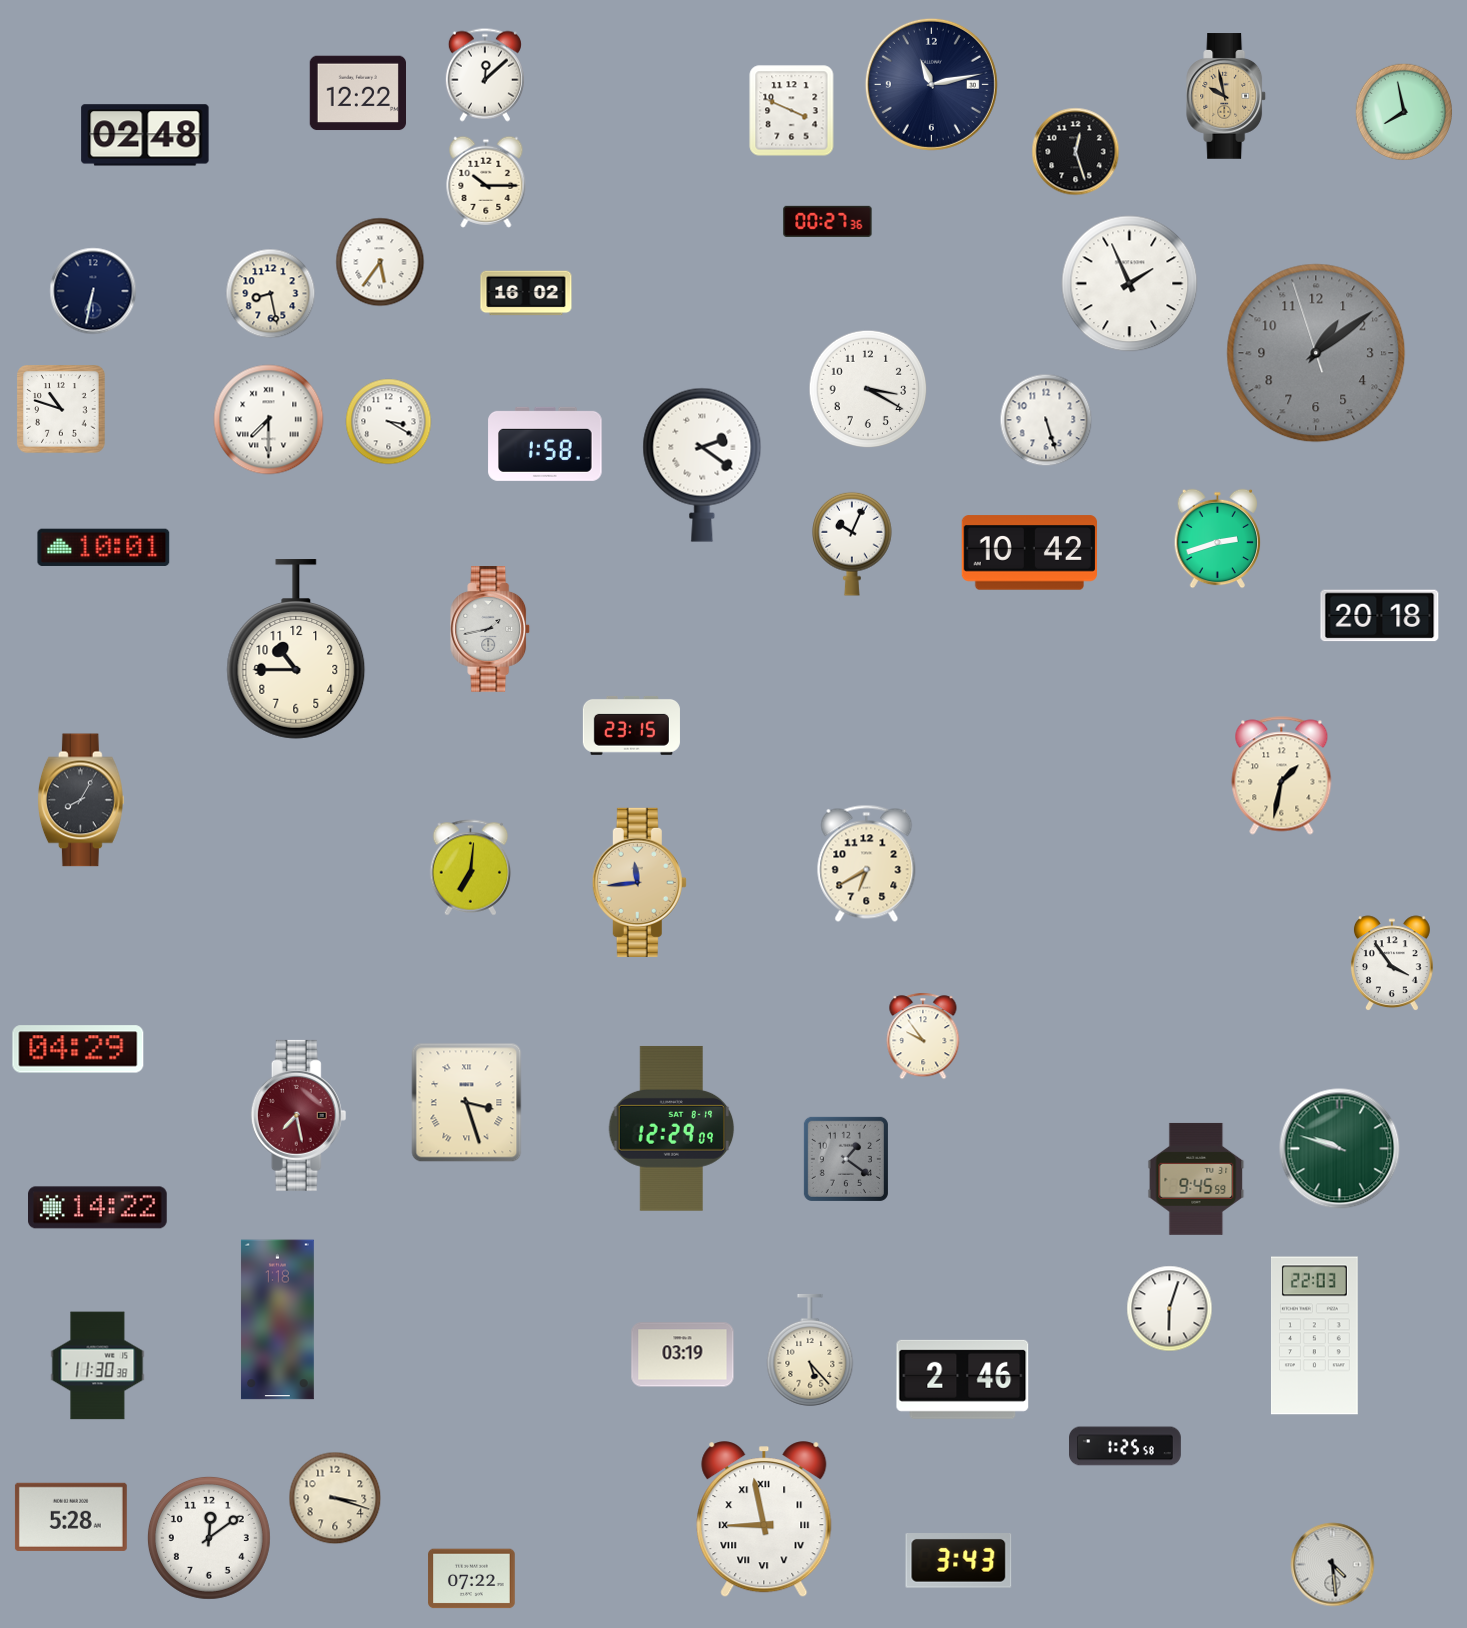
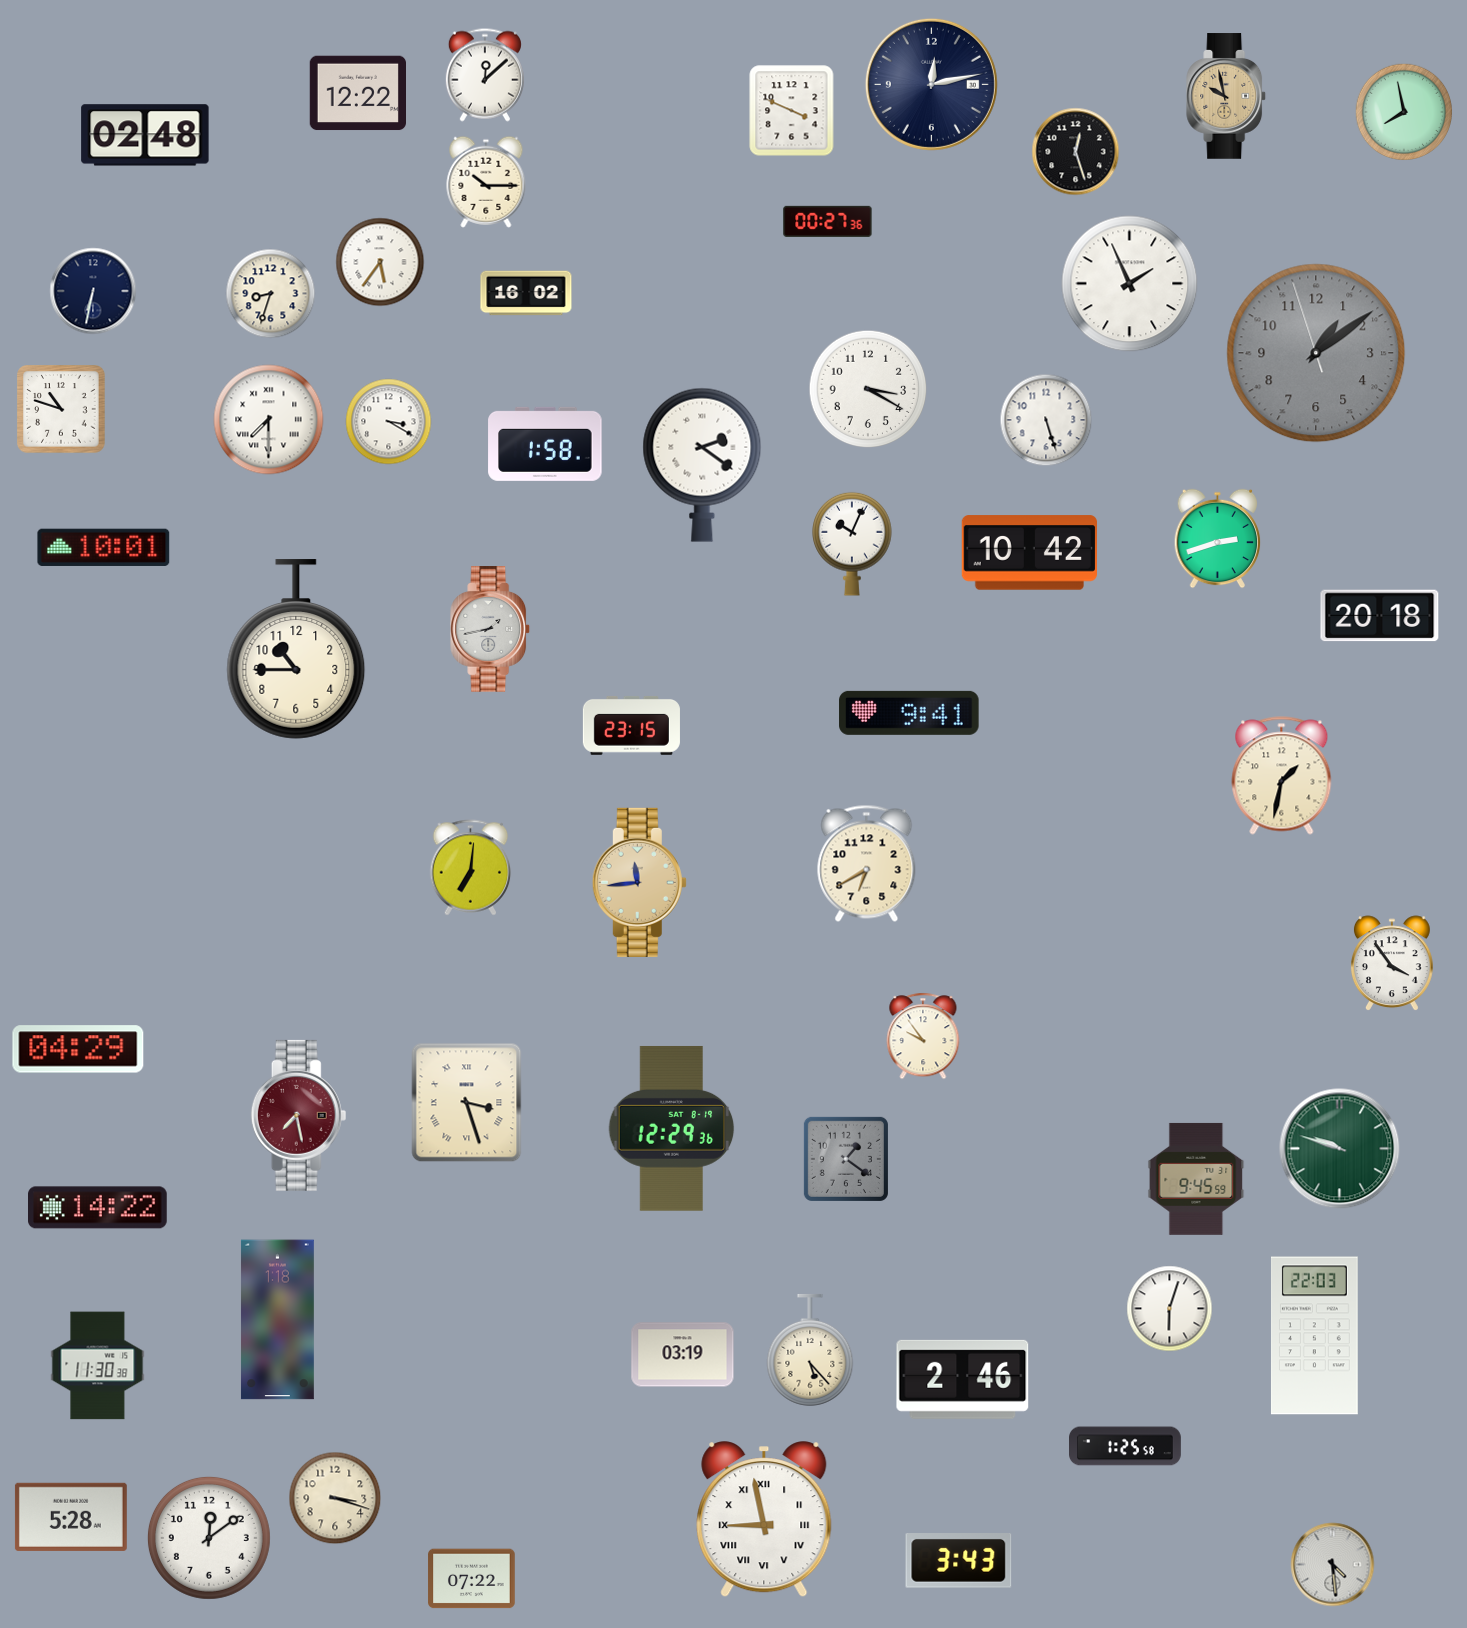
clock at (931, 84): 11:13 -> 12:13
clock at (271, 294): 8:28 -> 8:33
clock at (909, 713): none -> 9:41
clock at (81, 800): 8:05 -> none
clock at (672, 1128): 12:29:09 -> 12:29:36
